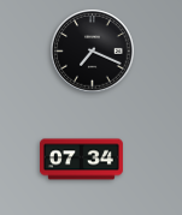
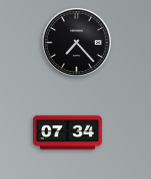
clock at (93, 52): 7:19 -> 7:23
